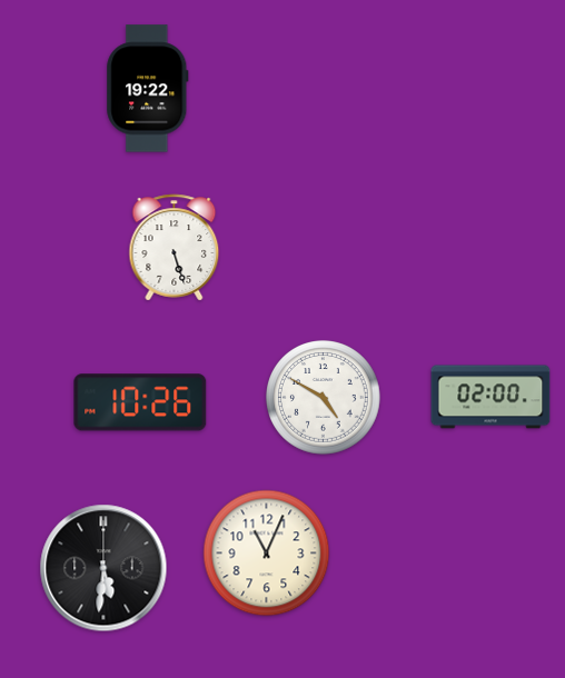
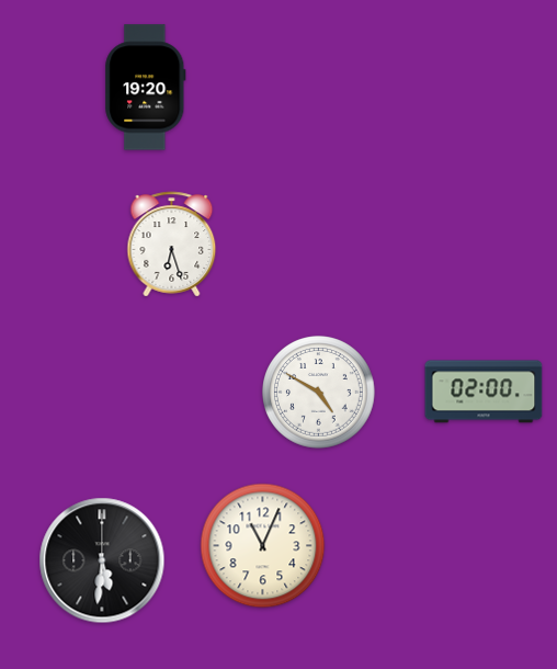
clock at (148, 89): 19:22 -> 19:20
clock at (175, 248): 5:27 -> 6:27
clock at (140, 402): 10:26 -> none
